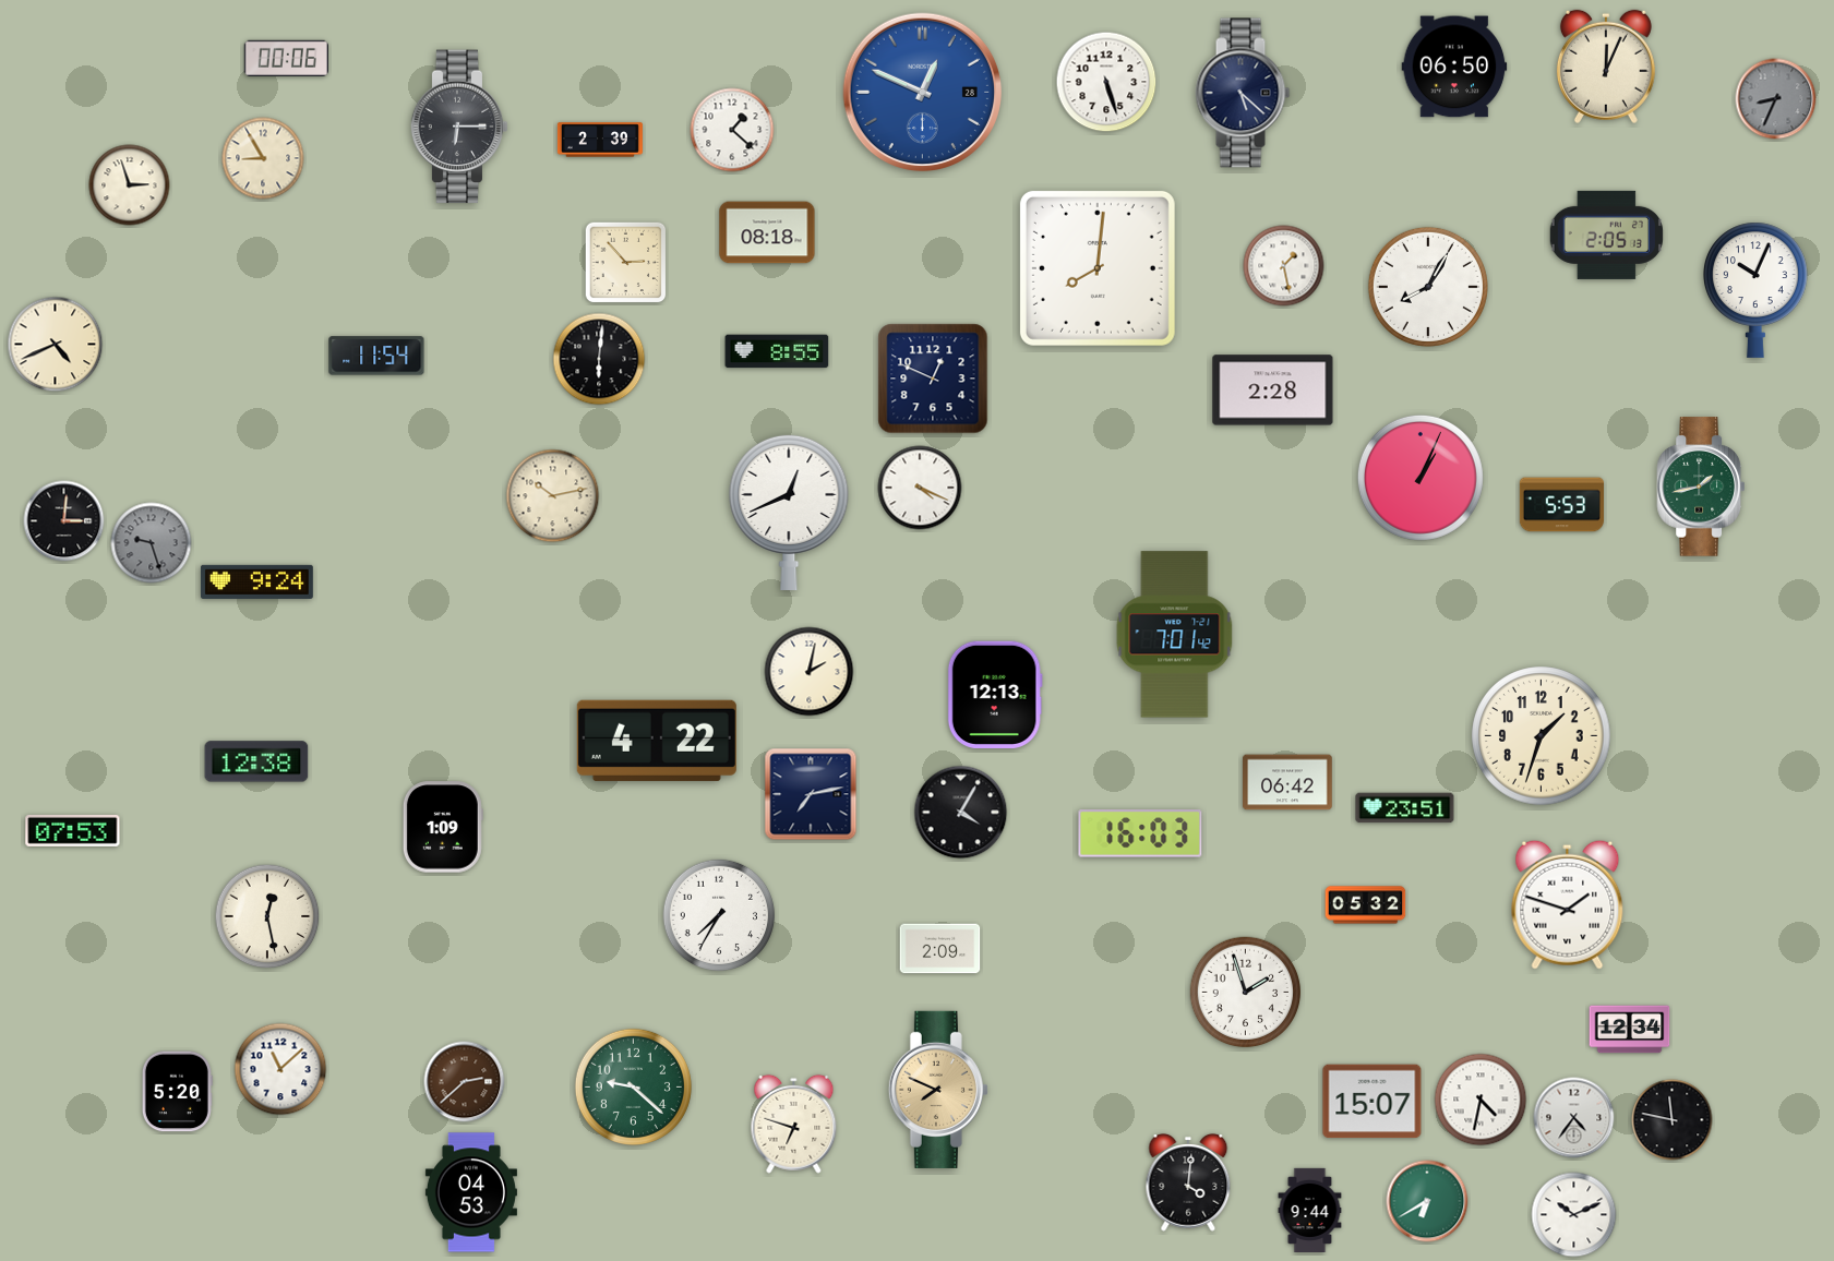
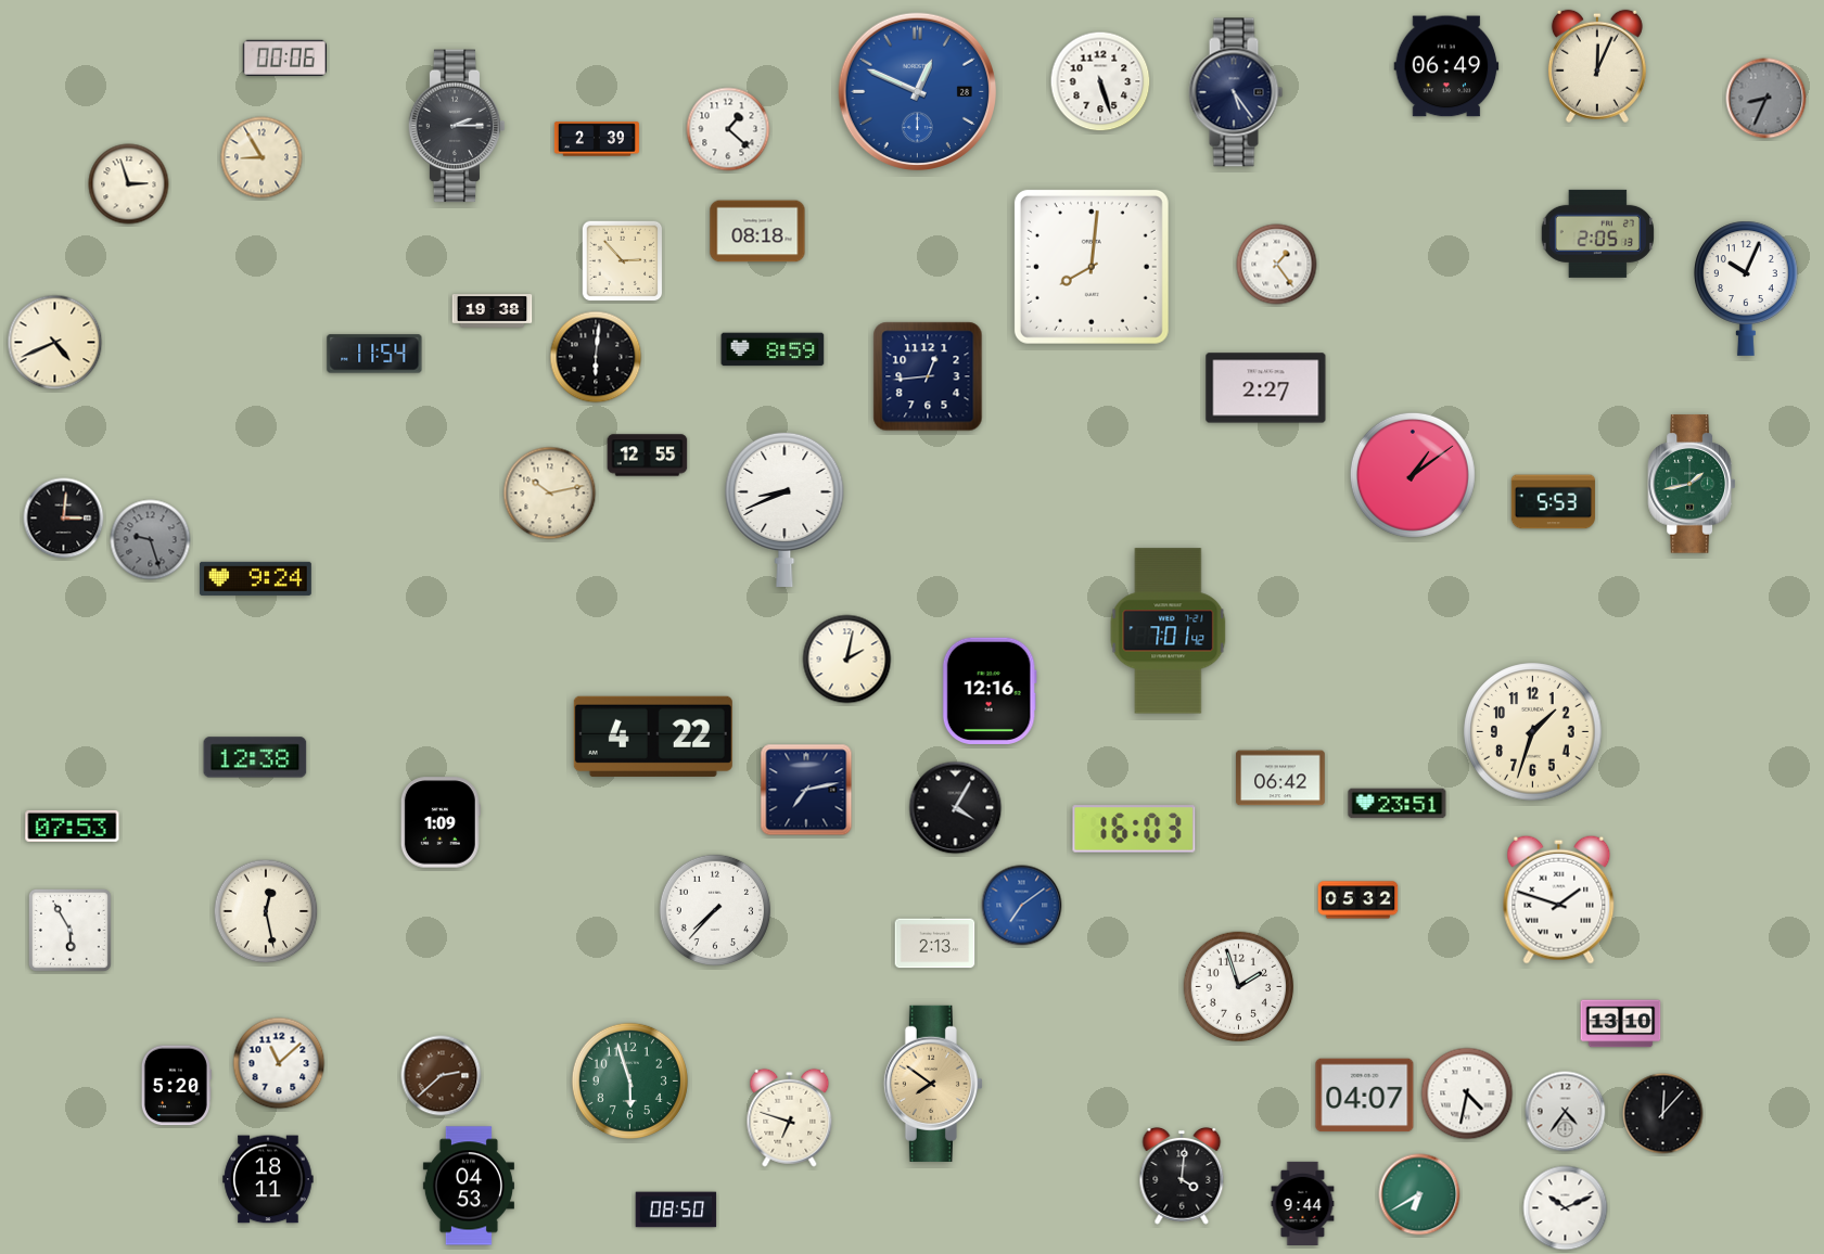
clock at (1454, 67): 06:50 -> 06:49
clock at (1243, 93): 5:22 -> 5:24
clock at (459, 127): 6:15 -> 2:15
clock at (767, 232) position: (767, 232) -> (757, 231)
clock at (1284, 266): 1:28 -> 1:24
clock at (1428, 287): 8:05 -> none
clock at (493, 311): none -> 19:38
clock at (777, 351): 8:55 -> 8:59
clock at (933, 379): 12:49 -> 12:44
clock at (1273, 391): 2:28 -> 2:27
clock at (648, 456): none -> 12:55
clock at (1421, 478): 1:04 -> 1:09
clock at (920, 488): 4:19 -> none
clock at (789, 513): 12:41 -> 8:41
clock at (810, 672) position: (810, 672) -> (847, 660)
clock at (995, 695): 12:13 -> 12:16
clock at (1022, 906): none -> 7:09
clock at (719, 915): 7:35 -> 7:37
clock at (69, 930): none -> 5:55
clock at (940, 949): 2:09 -> 2:13
clock at (1630, 1030): 12:34 -> 13:10
clock at (465, 1082) position: (465, 1082) -> (442, 1076)
clock at (633, 1086): 9:22 -> 5:57
clock at (938, 1090): 7:49 -> 7:51
clock at (1481, 1100) position: (1481, 1100) -> (1467, 1093)
clock at (1372, 1102): 15:07 -> 04:07
clock at (1673, 1120): 11:47 -> 12:07
clock at (268, 1179): none -> 18:11
clock at (676, 1210): none -> 08:50
